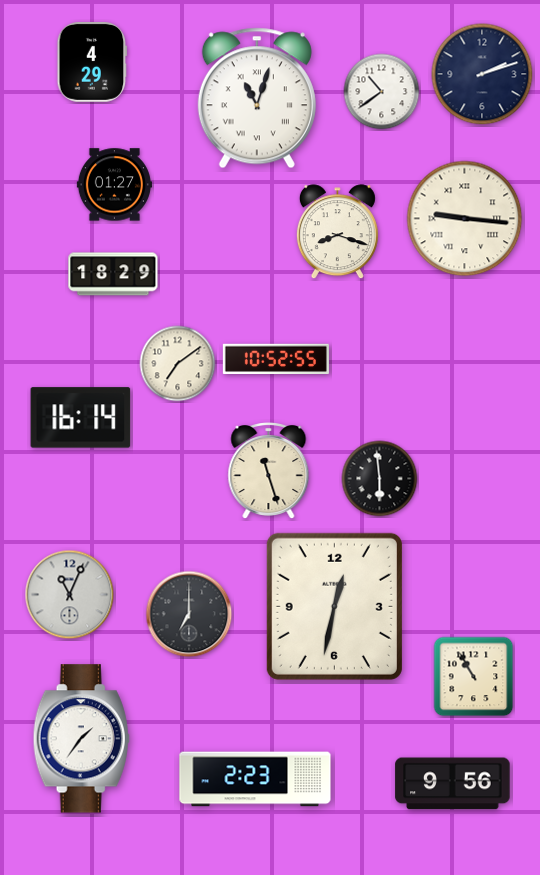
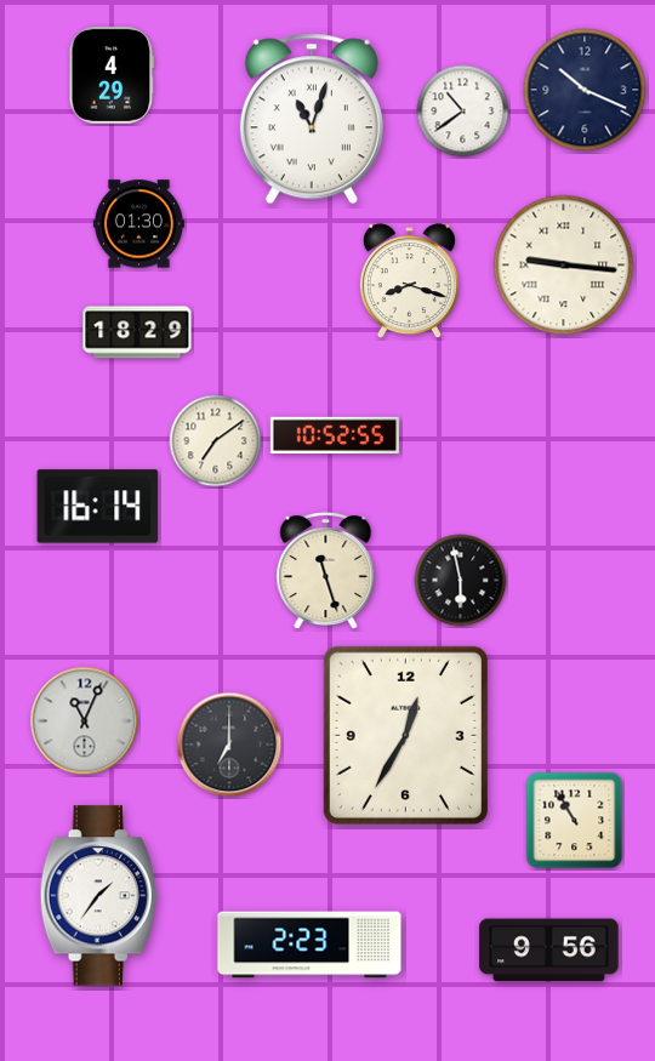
clock at (482, 74): 2:12 -> 10:19
clock at (114, 185): 01:27 -> 01:30
clock at (380, 479): 5:59 -> 5:58
clock at (334, 606): 12:32 -> 12:35
